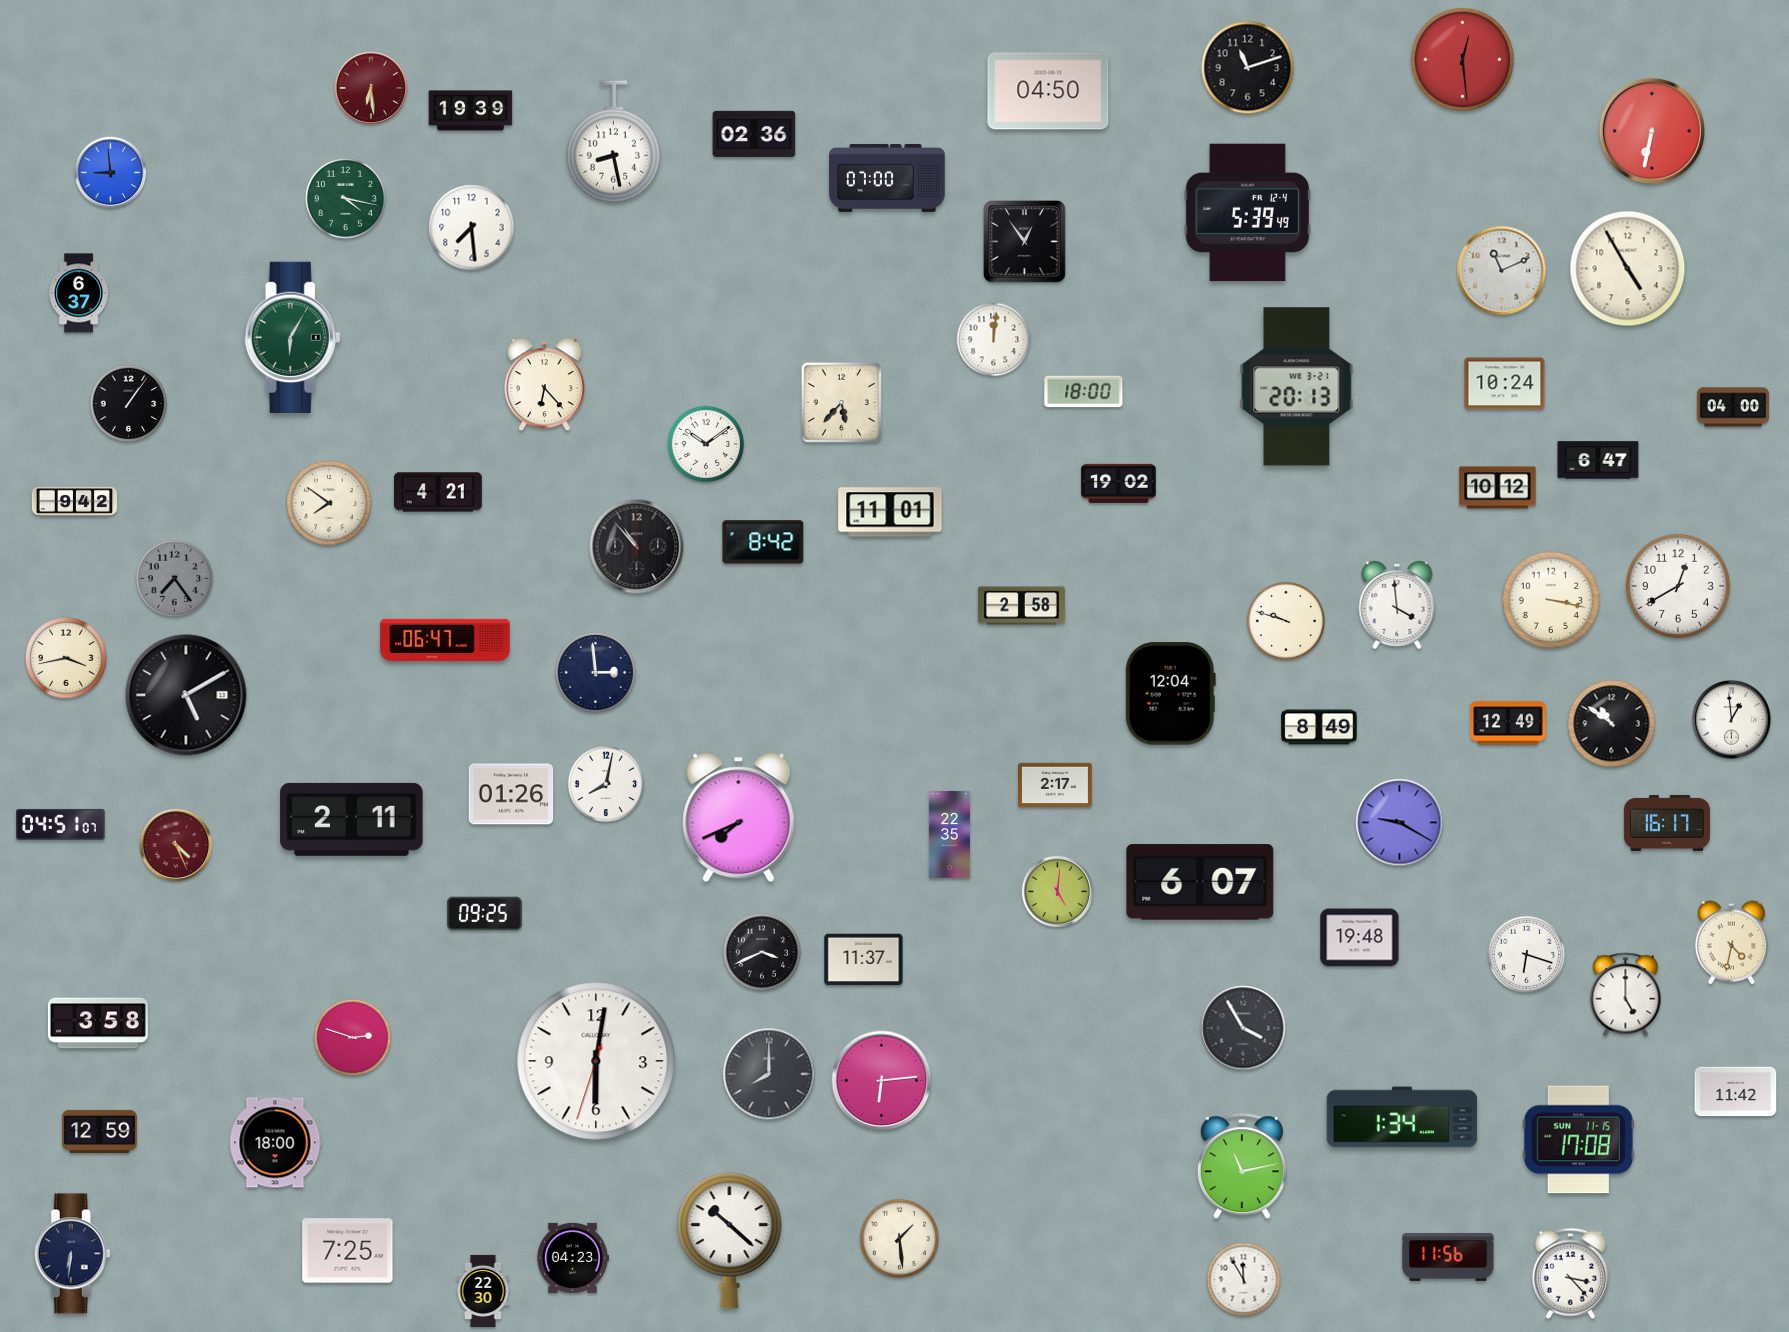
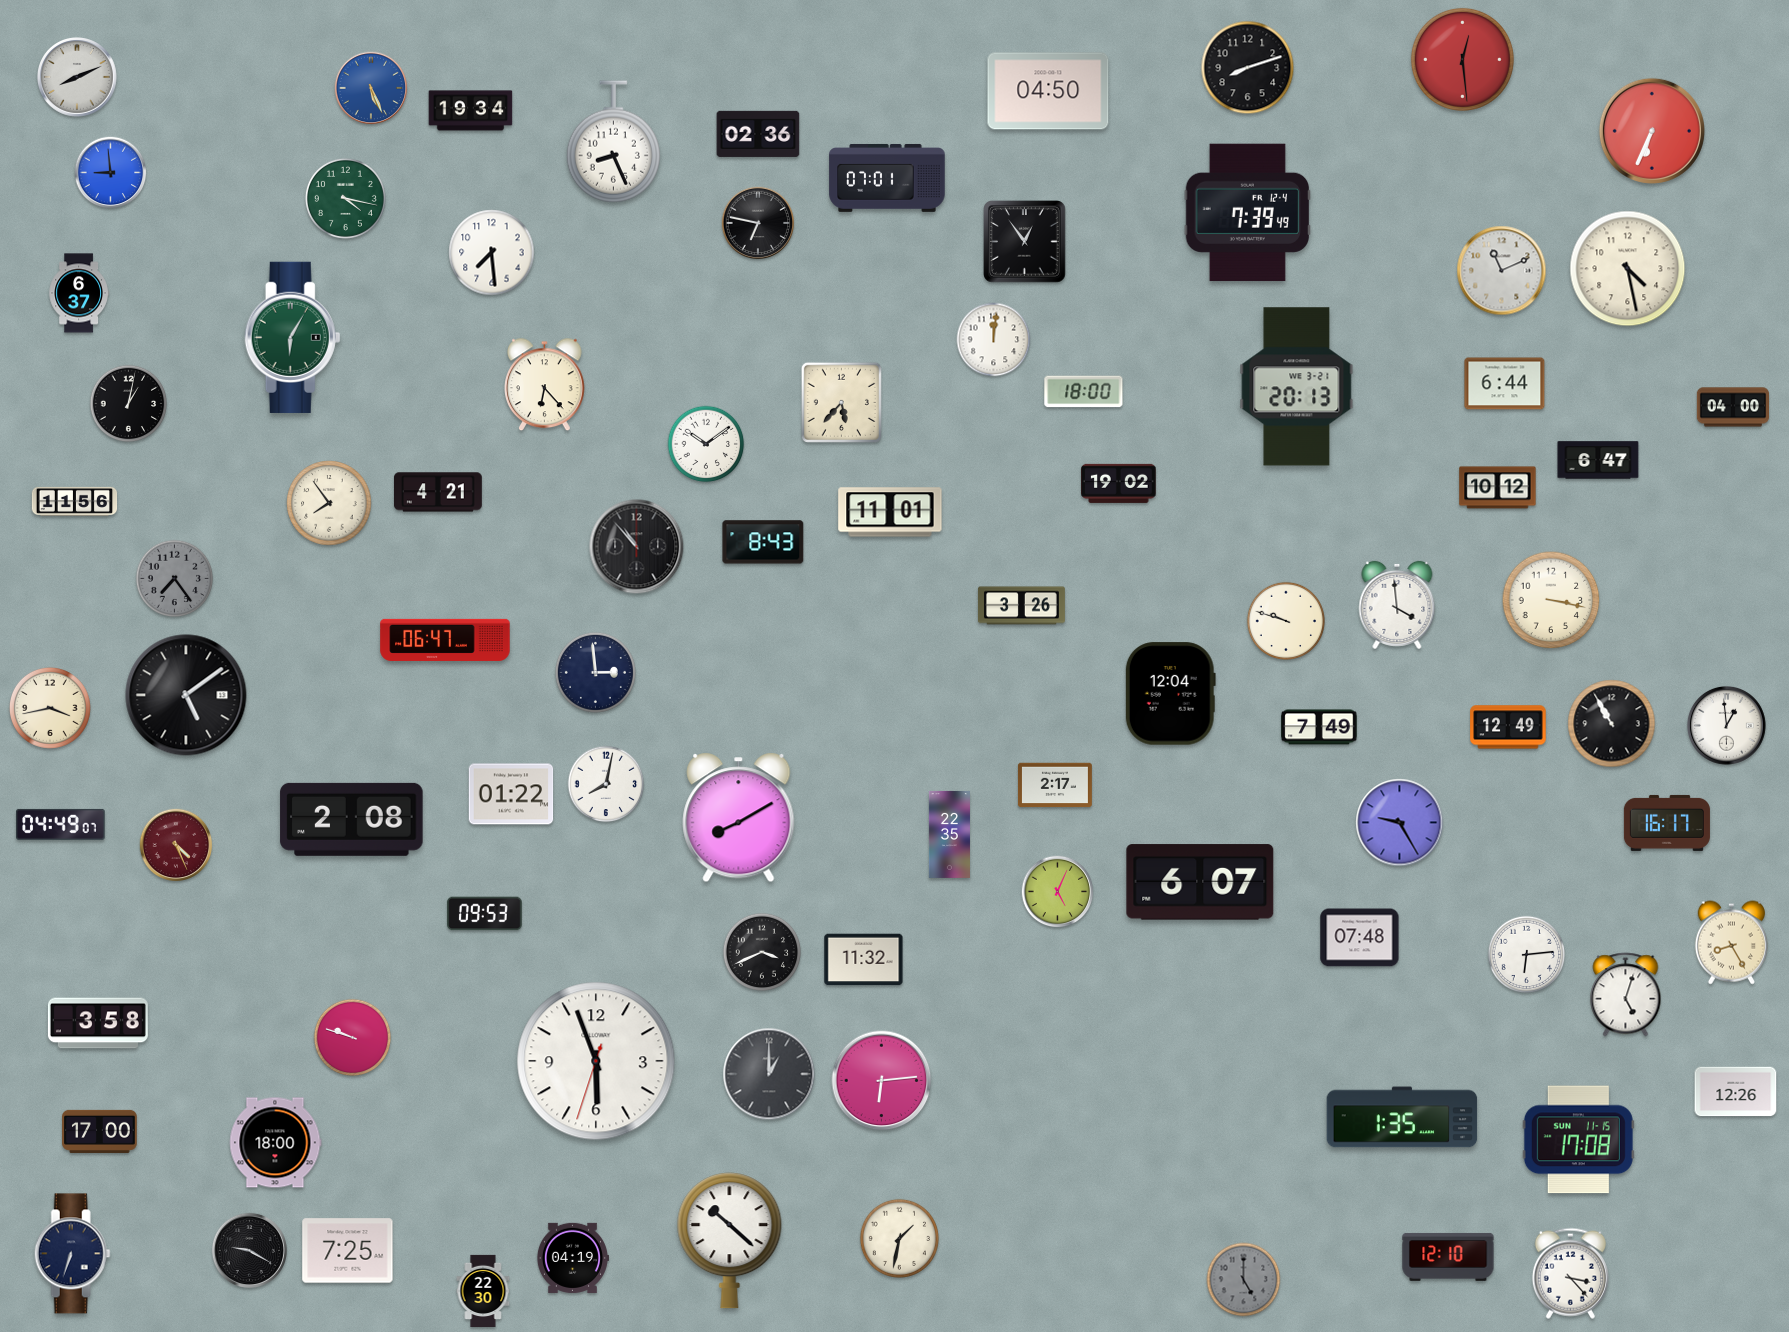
clock at (1248, 68): 11:12 -> 8:12
clock at (78, 78): none -> 8:11
clock at (371, 88): 6:29 -> 5:26
clock at (371, 88) dial: burgundy -> blue
clock at (471, 111): 19:39 -> 19:34
clock at (1652, 131): 6:32 -> 6:34
clock at (754, 134) position: (754, 134) -> (758, 134)
clock at (613, 142): 8:28 -> 8:26
clock at (887, 178): 07:00 -> 07:01
clock at (1248, 213): 5:39 -> 7:39
clock at (758, 223): none -> 6:47
clock at (472, 228) position: (472, 228) -> (492, 253)
clock at (1628, 269): 4:55 -> 4:28
clock at (1505, 384): 10:24 -> 6:44
clock at (129, 404): 1:06 -> 1:02
clock at (75, 501): 9:42 -> 11:56
clock at (329, 503): 7:51 -> 7:54
clock at (763, 542): 8:42 -> 8:43
clock at (1678, 586): 12:40 -> none
clock at (1021, 606): 2:58 -> 3:26
clock at (66, 658) position: (66, 658) -> (50, 708)
clock at (186, 695): 5:10 -> 5:09
clock at (1731, 719) position: (1731, 719) -> (1726, 725)
clock at (1508, 723) position: (1508, 723) -> (1508, 727)
clock at (1612, 724): 10:51 -> 10:55
clock at (1319, 727): 8:49 -> 7:49
clock at (511, 794): 01:26 -> 01:22
clock at (739, 818): 7:41 -> 8:10
clock at (352, 819): 2:11 -> 2:08
clock at (1400, 823): 9:20 -> 9:25
clock at (61, 824): 04:51 -> 04:49
clock at (1058, 892): 5:01 -> 5:04
clock at (485, 914): 09:25 -> 09:53
clock at (1360, 938): 19:48 -> 07:48
clock at (1731, 943): 4:32 -> 8:25
clock at (1527, 955): 6:18 -> 6:14
clock at (864, 960): 11:37 -> 11:32
clock at (1626, 995): 5:00 -> 5:03
clock at (1243, 1028): 3:55 -> none
clock at (353, 1038): 2:48 -> 9:48
clock at (596, 1061): 6:01 -> 5:56
clock at (769, 1074): 8:00 -> 1:00
clock at (1736, 1092): 11:42 -> 12:26
clock at (1402, 1117): 1:34 -> 1:35
clock at (100, 1131): 12:59 -> 17:00
clock at (1242, 1167): 11:13 -> none
clock at (899, 1238): 1:29 -> 1:32
clock at (249, 1250): none -> 9:20
clock at (72, 1254): 6:31 -> 6:33
clock at (1448, 1257): 11:56 -> 12:10
clock at (572, 1258): 04:23 -> 04:19
clock at (1244, 1280): 11:55 -> 5:00
clock at (1244, 1280) dial: white -> grey
